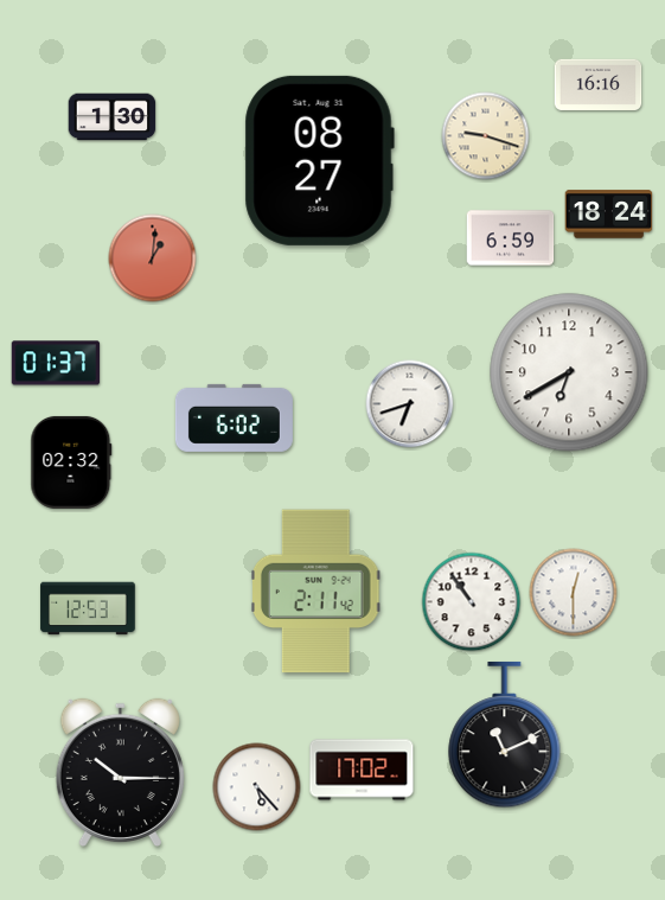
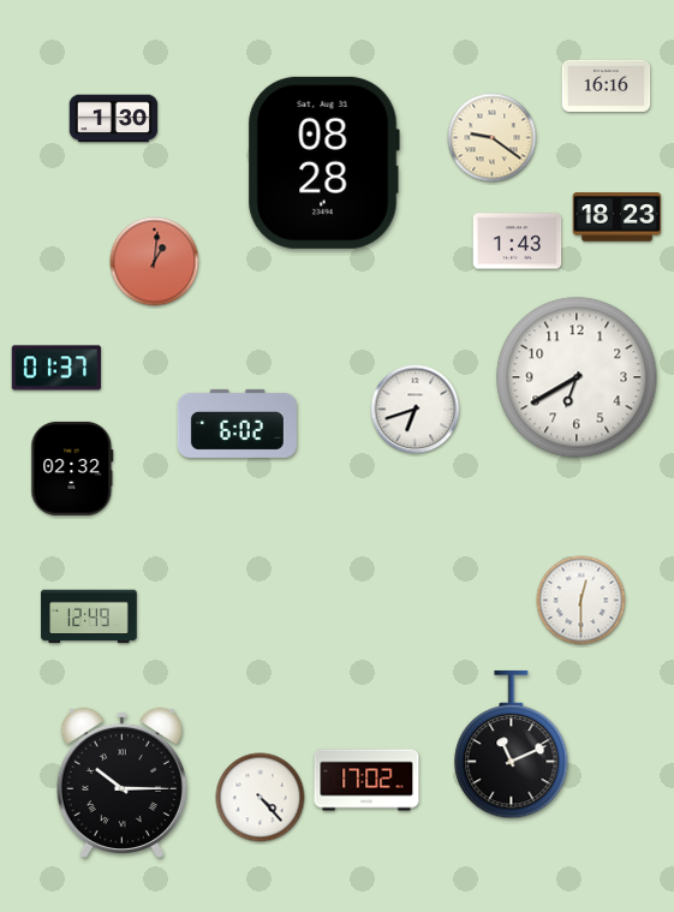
clock at (486, 136): 9:18 -> 9:21
clock at (319, 160): 08:27 -> 08:28
clock at (609, 215): 18:24 -> 18:23
clock at (511, 238): 6:59 -> 1:43
clock at (315, 592): 2:11 -> none
clock at (472, 602): 10:54 -> none
clock at (88, 608): 12:53 -> 12:49
clock at (257, 787): 5:23 -> 4:23
